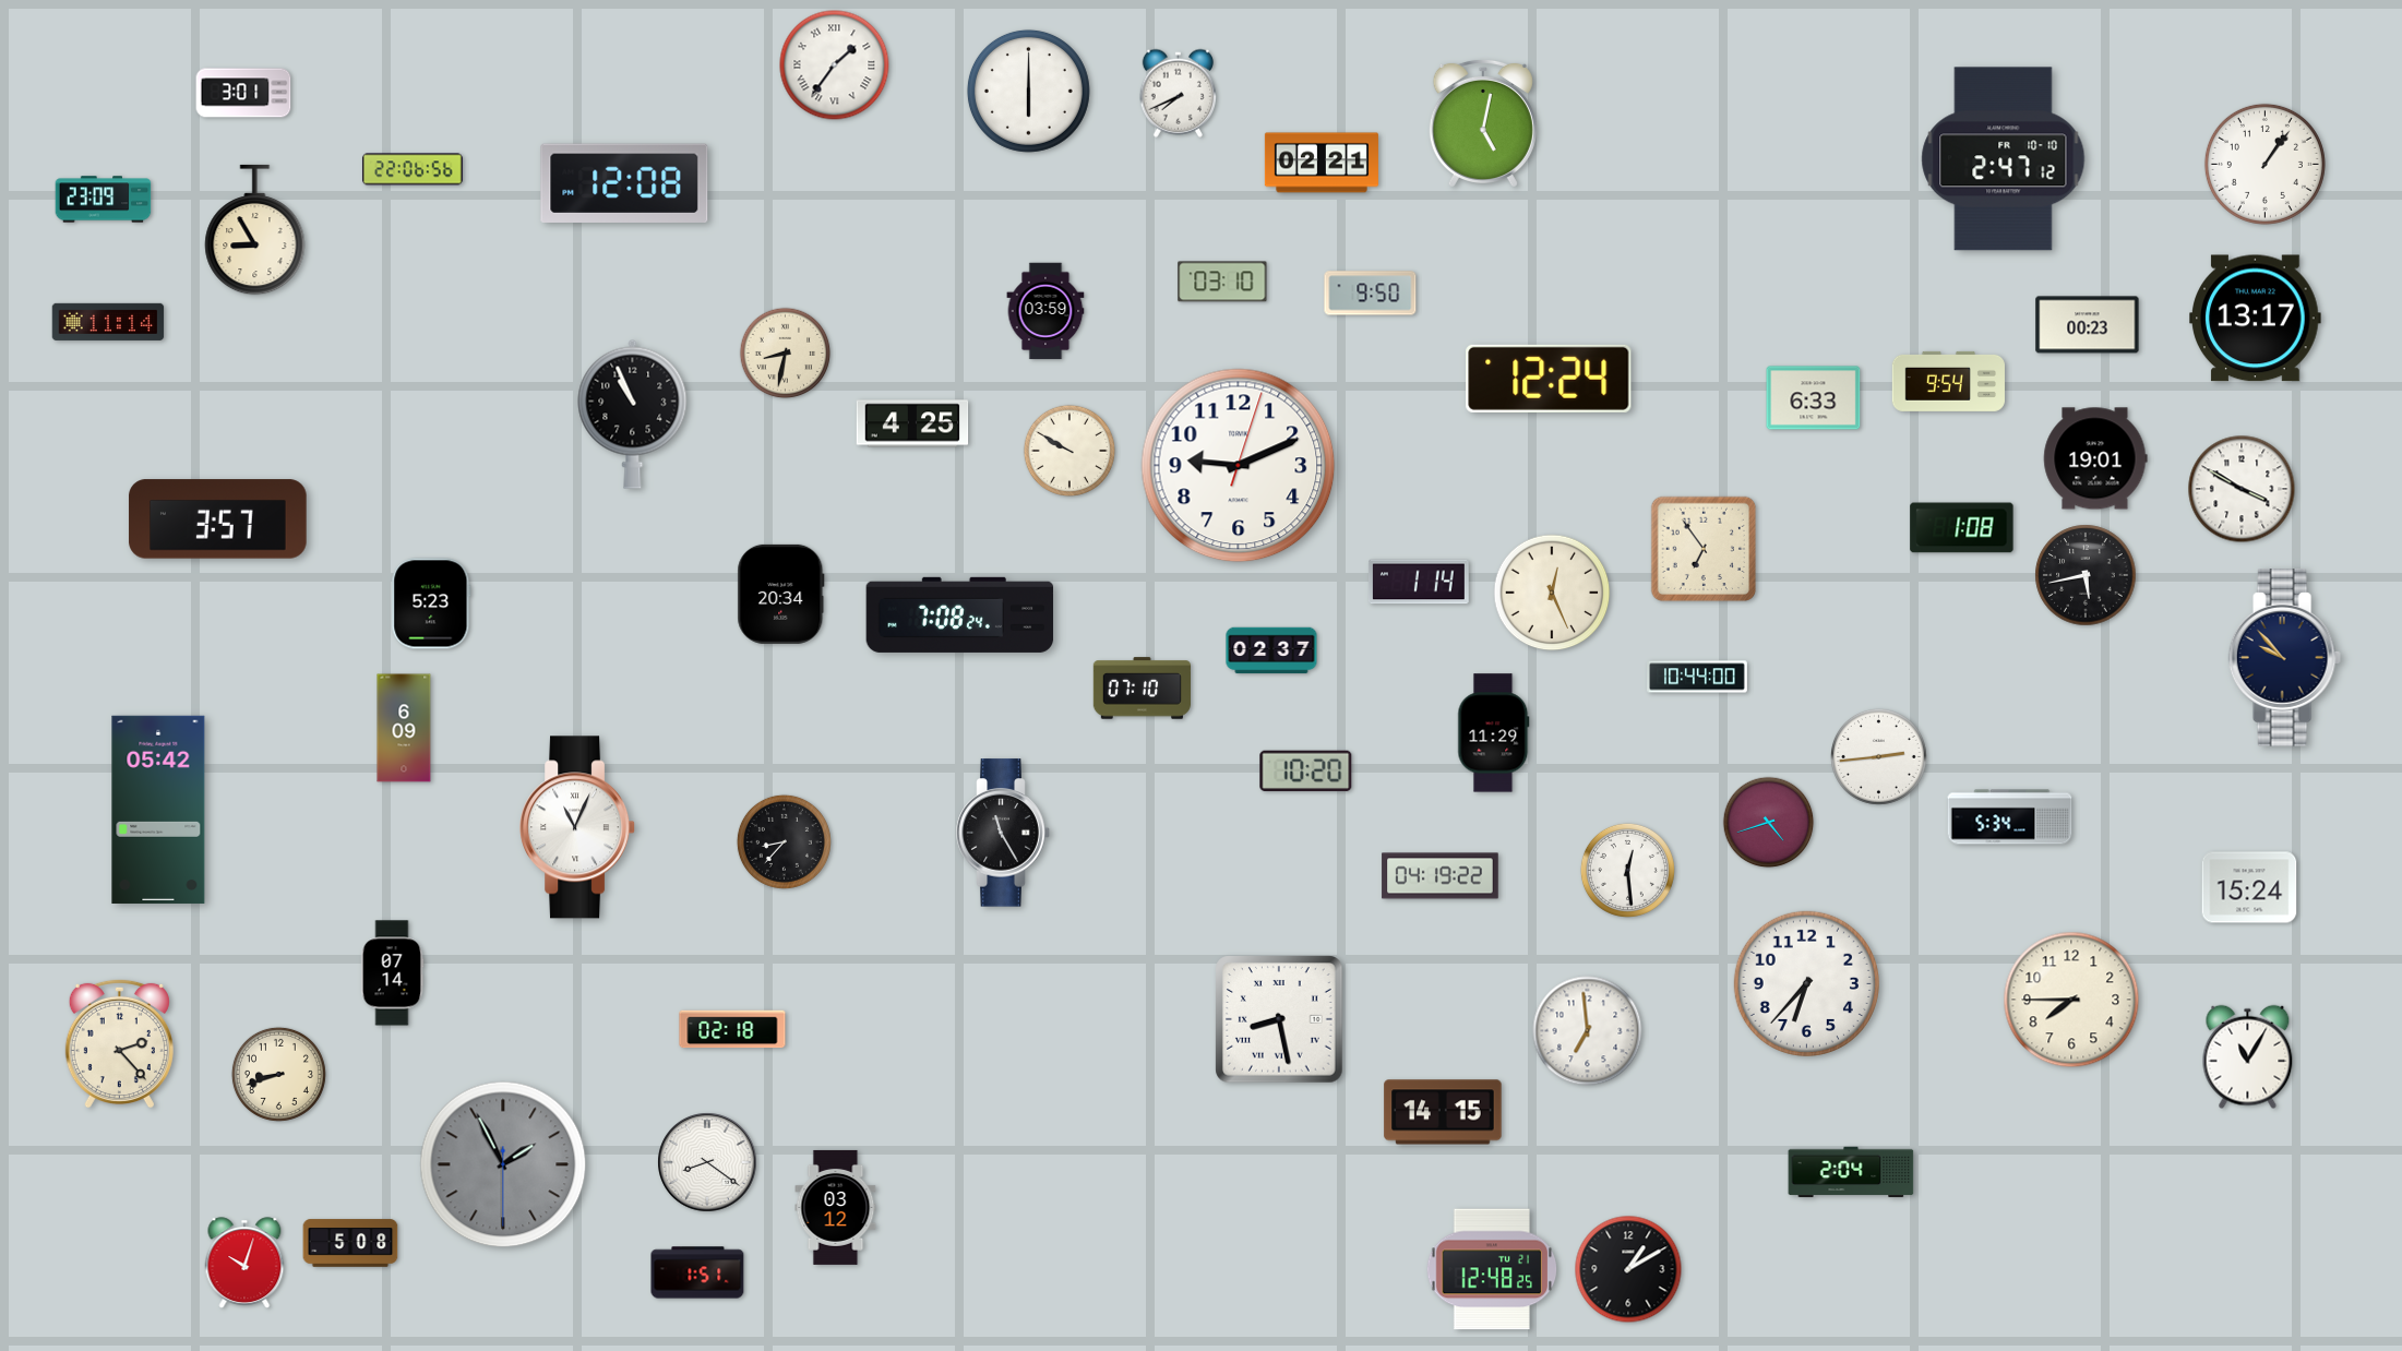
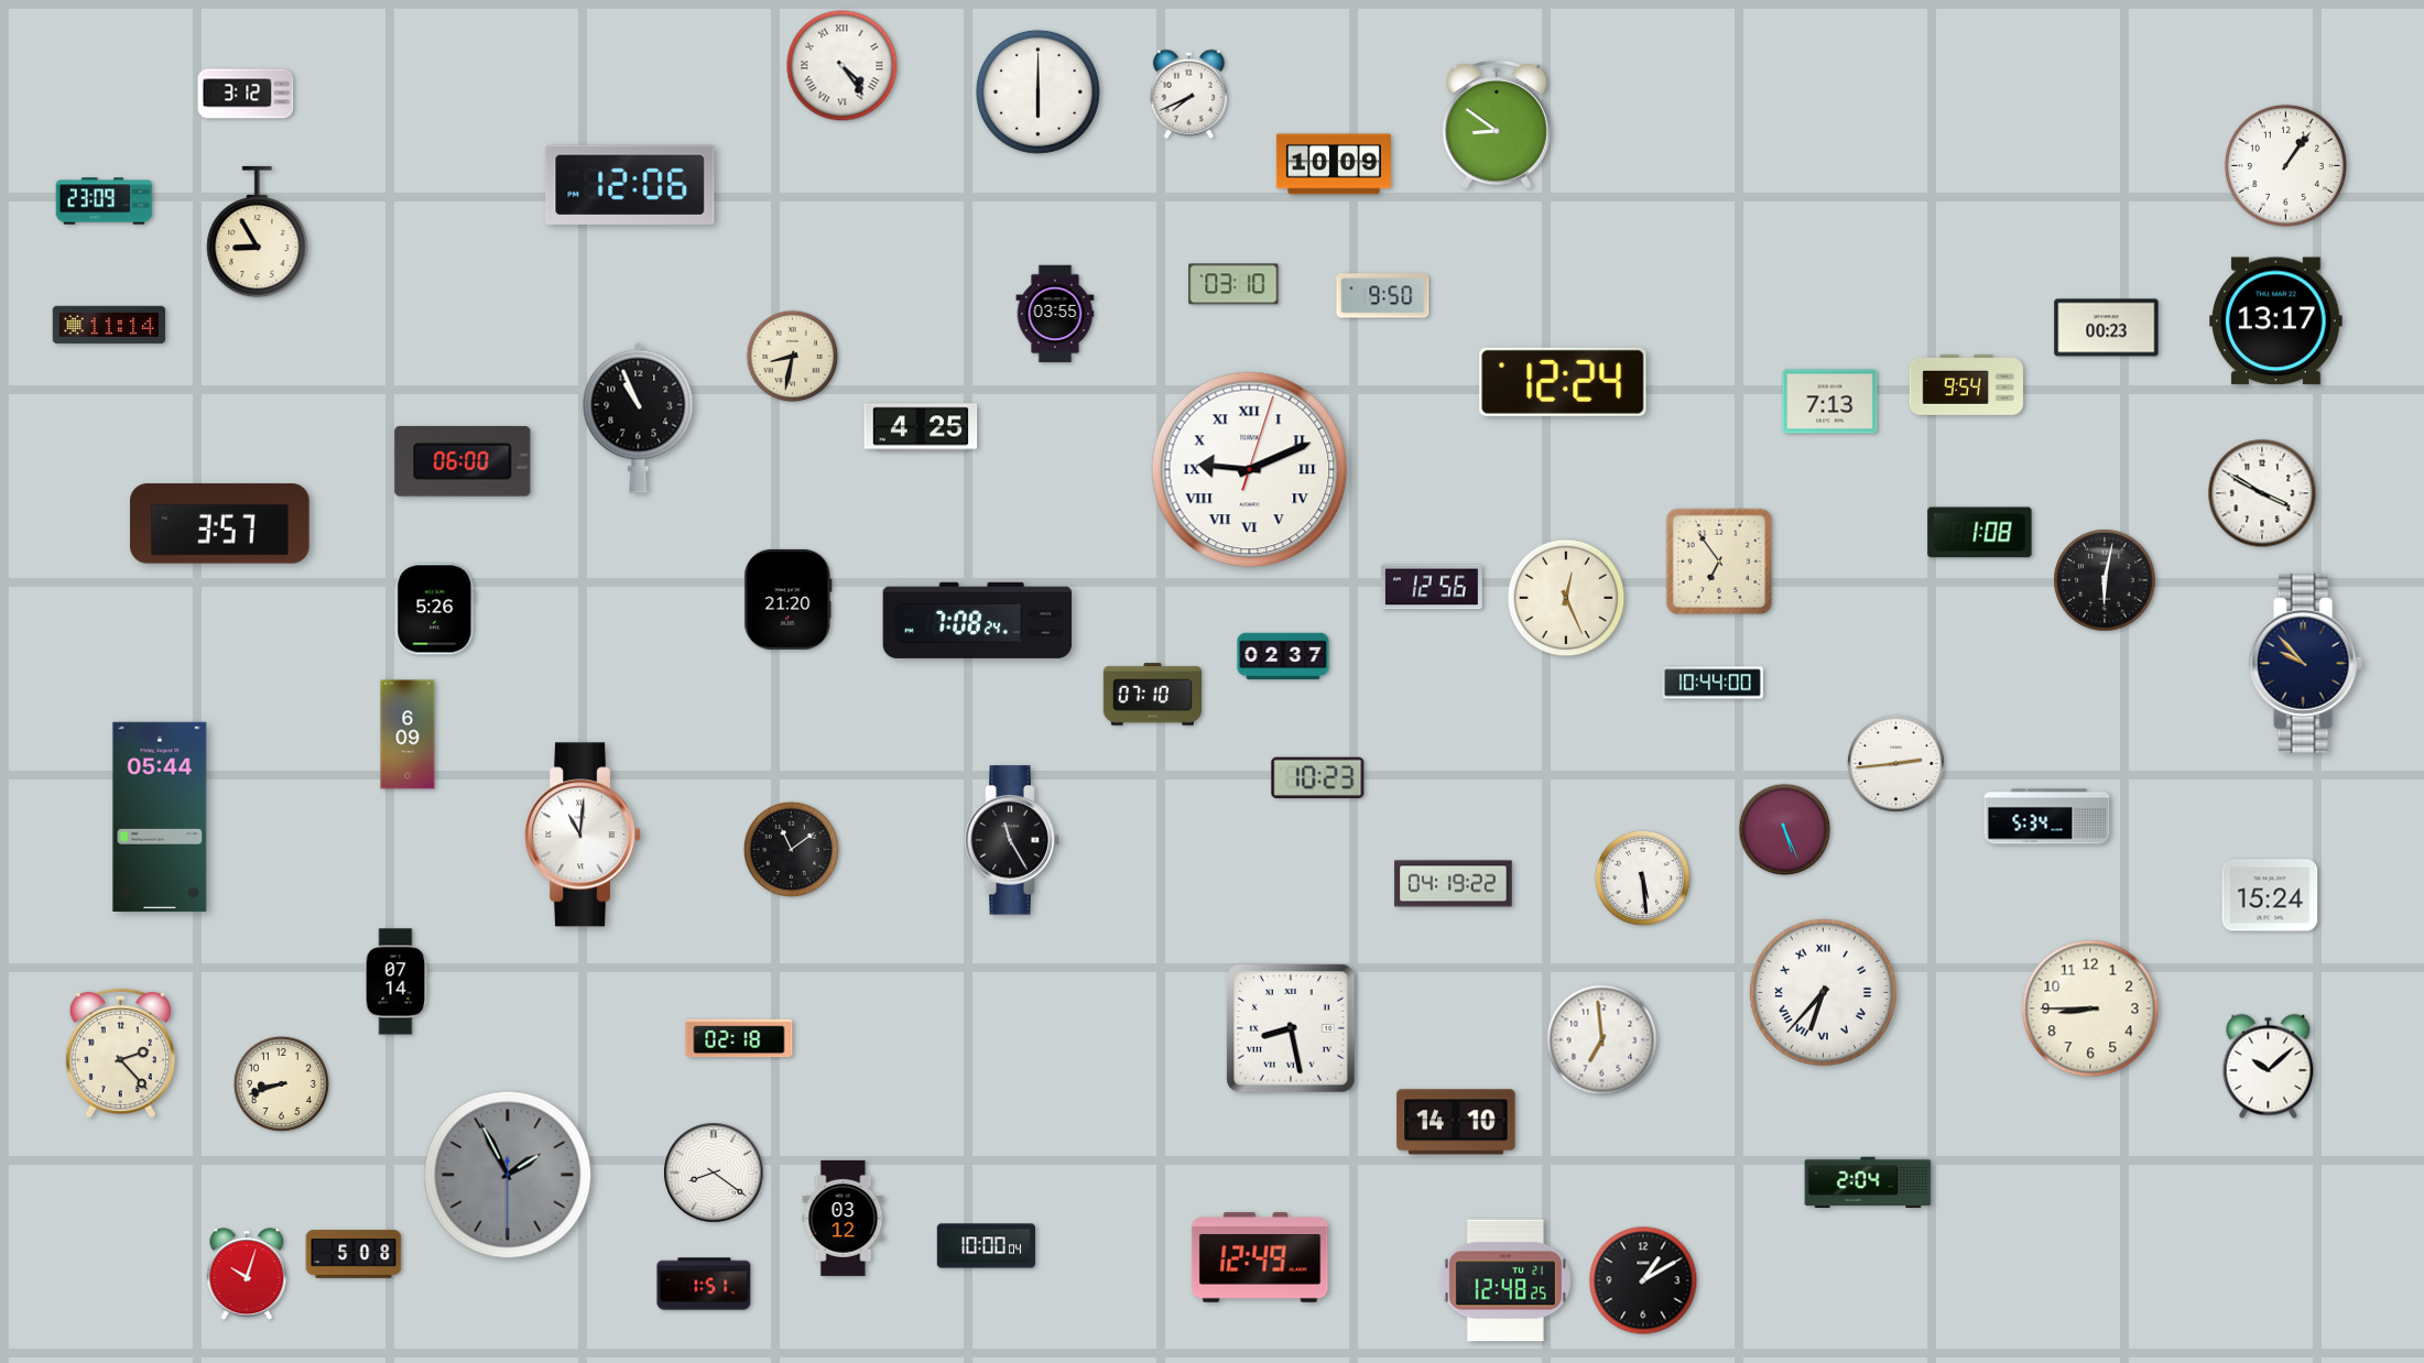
clock at (835, 65): 1:36 -> 4:24
clock at (243, 93): 3:01 -> 3:12
clock at (1483, 122): 5:02 -> 8:51
clock at (2004, 159): 2:47 -> none
clock at (1322, 163): 02:21 -> 10:09
clock at (413, 169): 22:06 -> none
clock at (624, 182): 12:08 -> 12:06
clock at (1045, 311): 03:59 -> 03:55
clock at (1814, 398): 6:33 -> 7:13
clock at (1069, 451): 9:50 -> none
clock at (463, 461): none -> 06:00
clock at (2095, 458): 19:01 -> none
clock at (1239, 466) numerals: Arabic -> Roman
clock at (1704, 549) position: (1704, 549) -> (1719, 561)
clock at (2086, 575): 5:43 -> 6:02
clock at (1420, 582): 1:14 -> 12:56
clock at (781, 594): 20:34 -> 21:20
clock at (431, 603): 5:23 -> 5:26
clock at (960, 614) position: (960, 614) -> (978, 620)
clock at (1494, 733): 11:29 -> none
clock at (1306, 770): 10:20 -> 10:23
clock at (158, 810): 05:42 -> 05:44
clock at (2010, 817) position: (2010, 817) -> (2047, 817)
clock at (1769, 823): 4:42 -> 5:26
clock at (578, 827): 11:04 -> 11:01
clock at (784, 841): 8:37 -> 11:09
clock at (1627, 870): 12:29 -> 5:29
clock at (1806, 983) numerals: Arabic -> Roman
clock at (2071, 1000): 7:45 -> 8:45
clock at (2248, 1057): 11:05 -> 10:08
clock at (1443, 1112): 14:15 -> 14:10
clock at (986, 1246): none -> 10:00
clock at (1260, 1257): none -> 12:49
